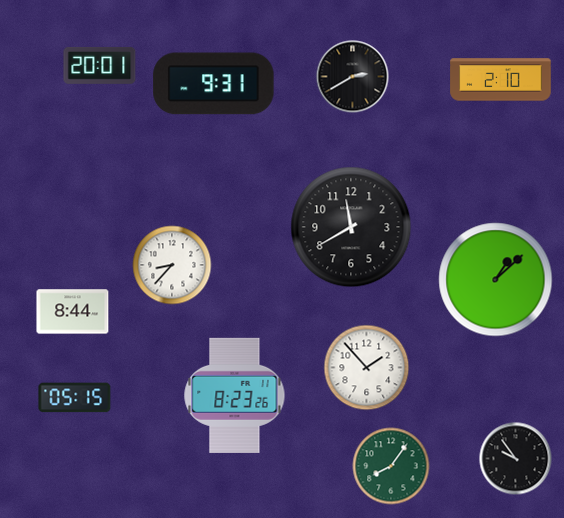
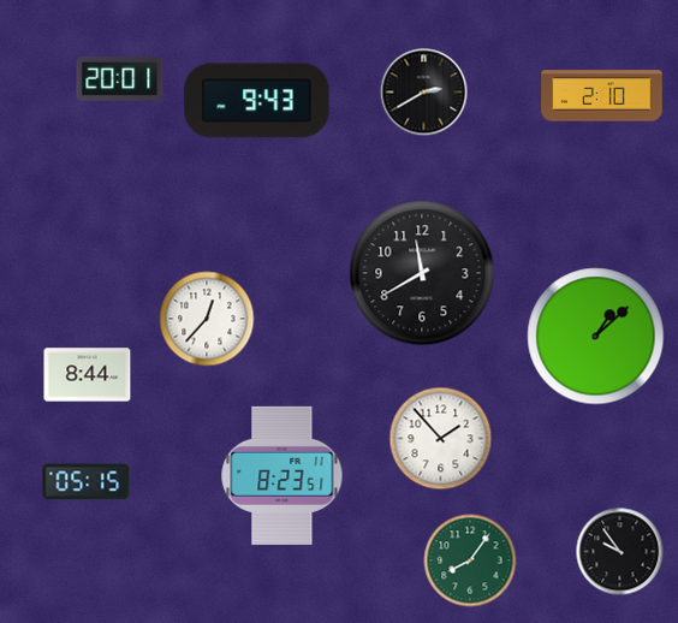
clock at (214, 84): 9:31 -> 9:43
clock at (172, 265): 8:37 -> 12:37
clock at (367, 368) position: (367, 368) -> (441, 439)
clock at (235, 395): 8:23:26 -> 8:23:51
clock at (75, 398) position: (75, 398) -> (87, 482)
